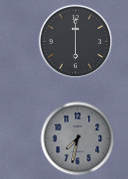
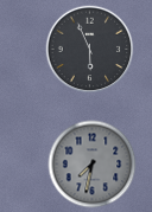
clock at (76, 42): 6:00 -> 5:56
